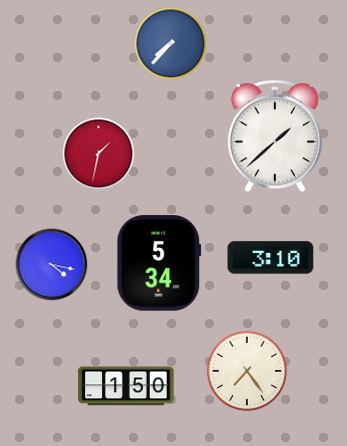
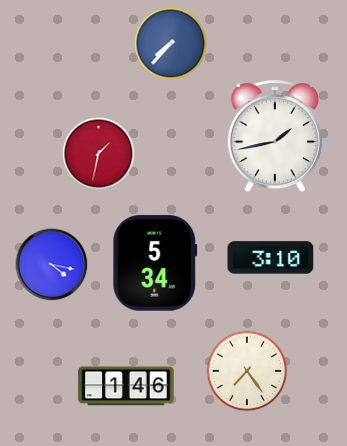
clock at (275, 137): 1:38 -> 1:43
clock at (159, 263) position: (159, 263) -> (155, 263)
clock at (126, 386): 1:50 -> 1:46
